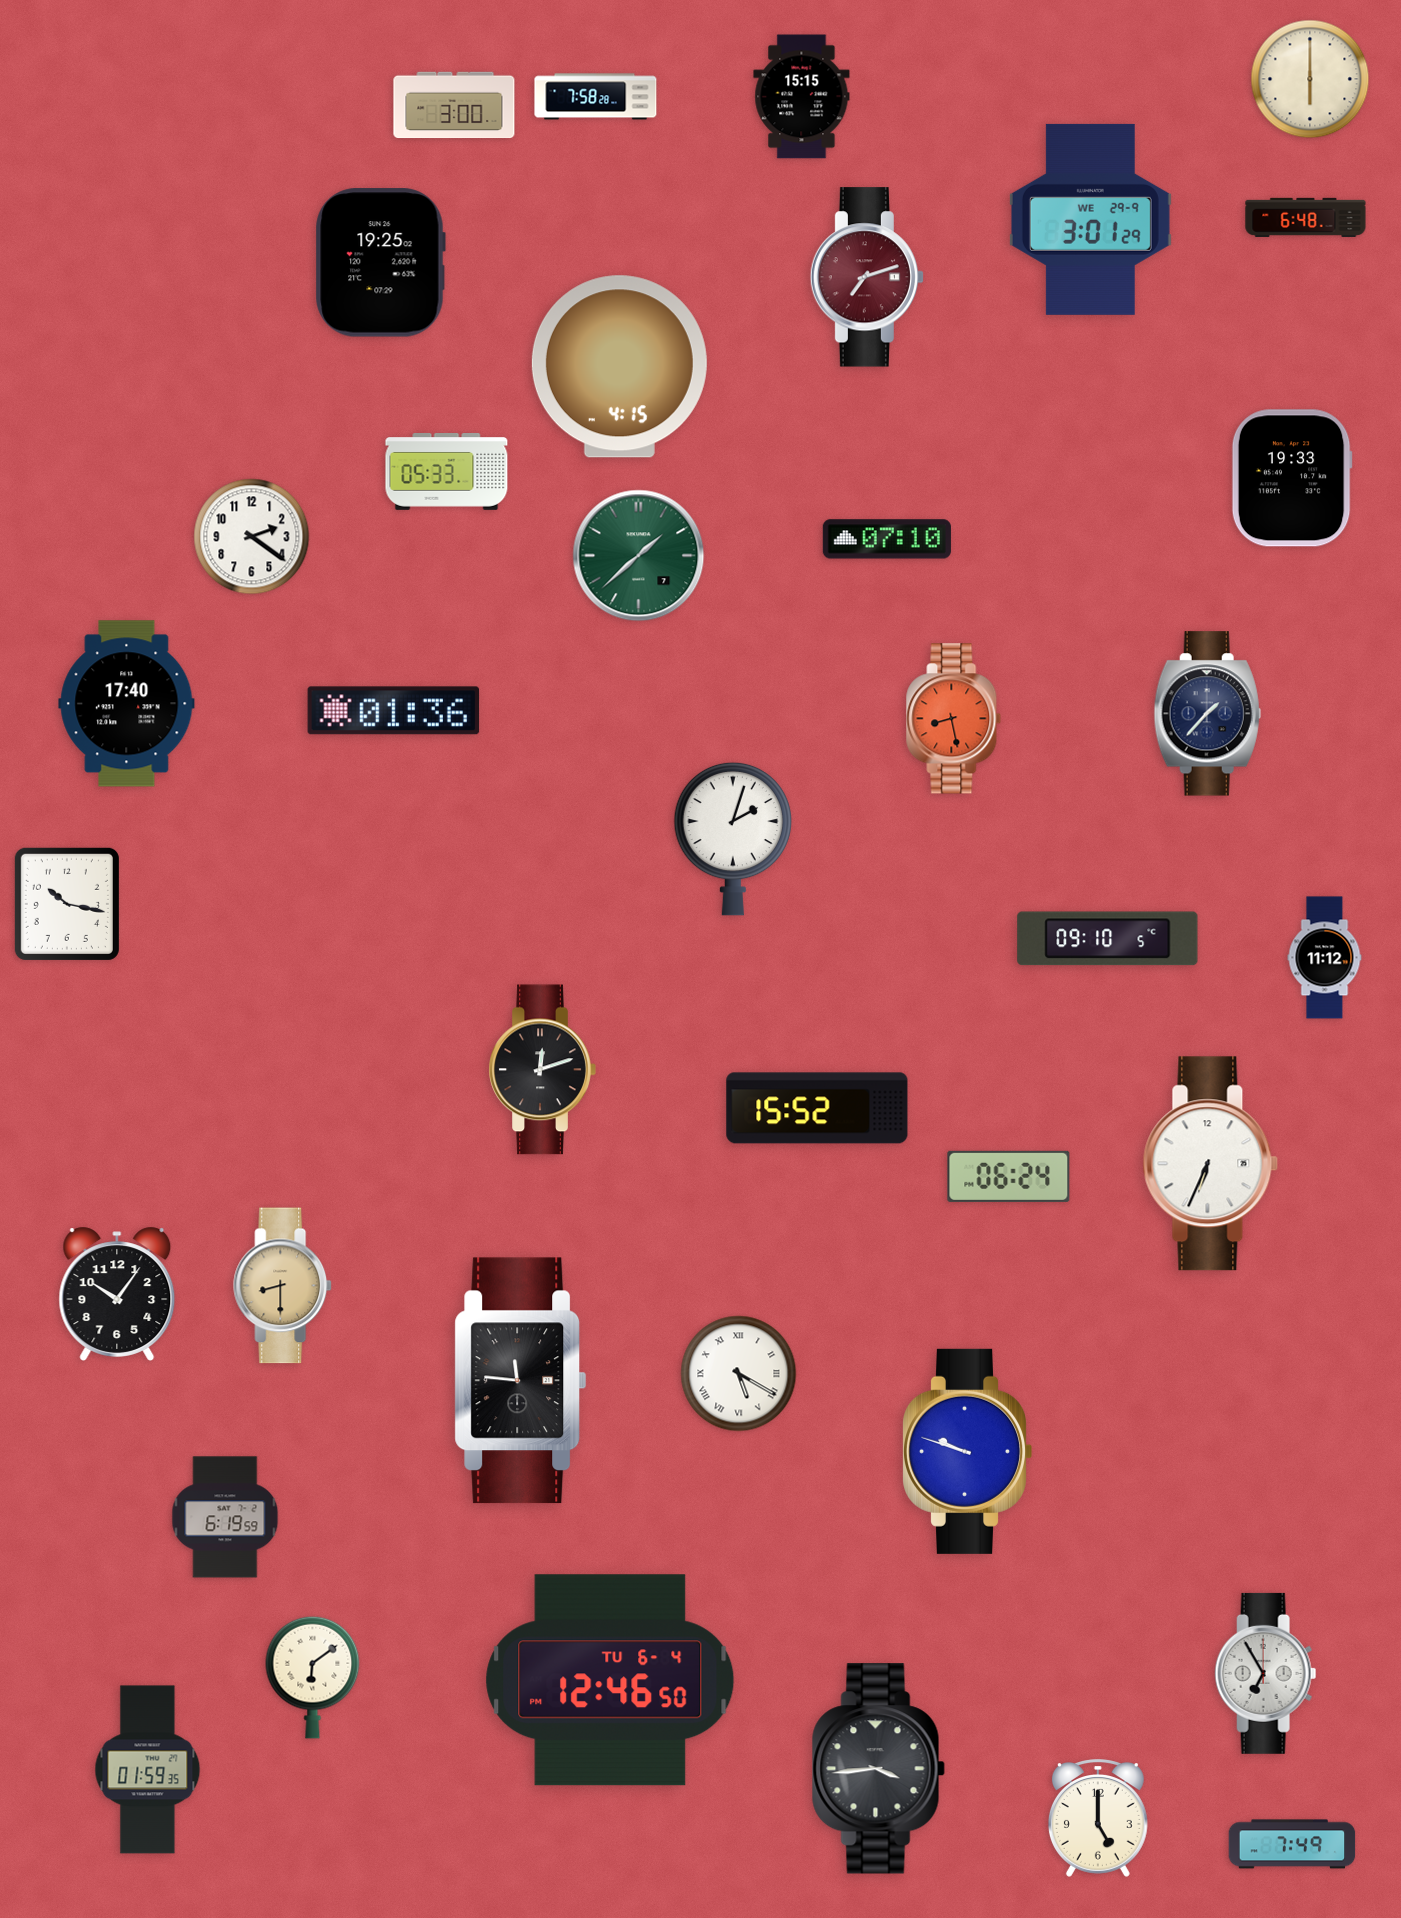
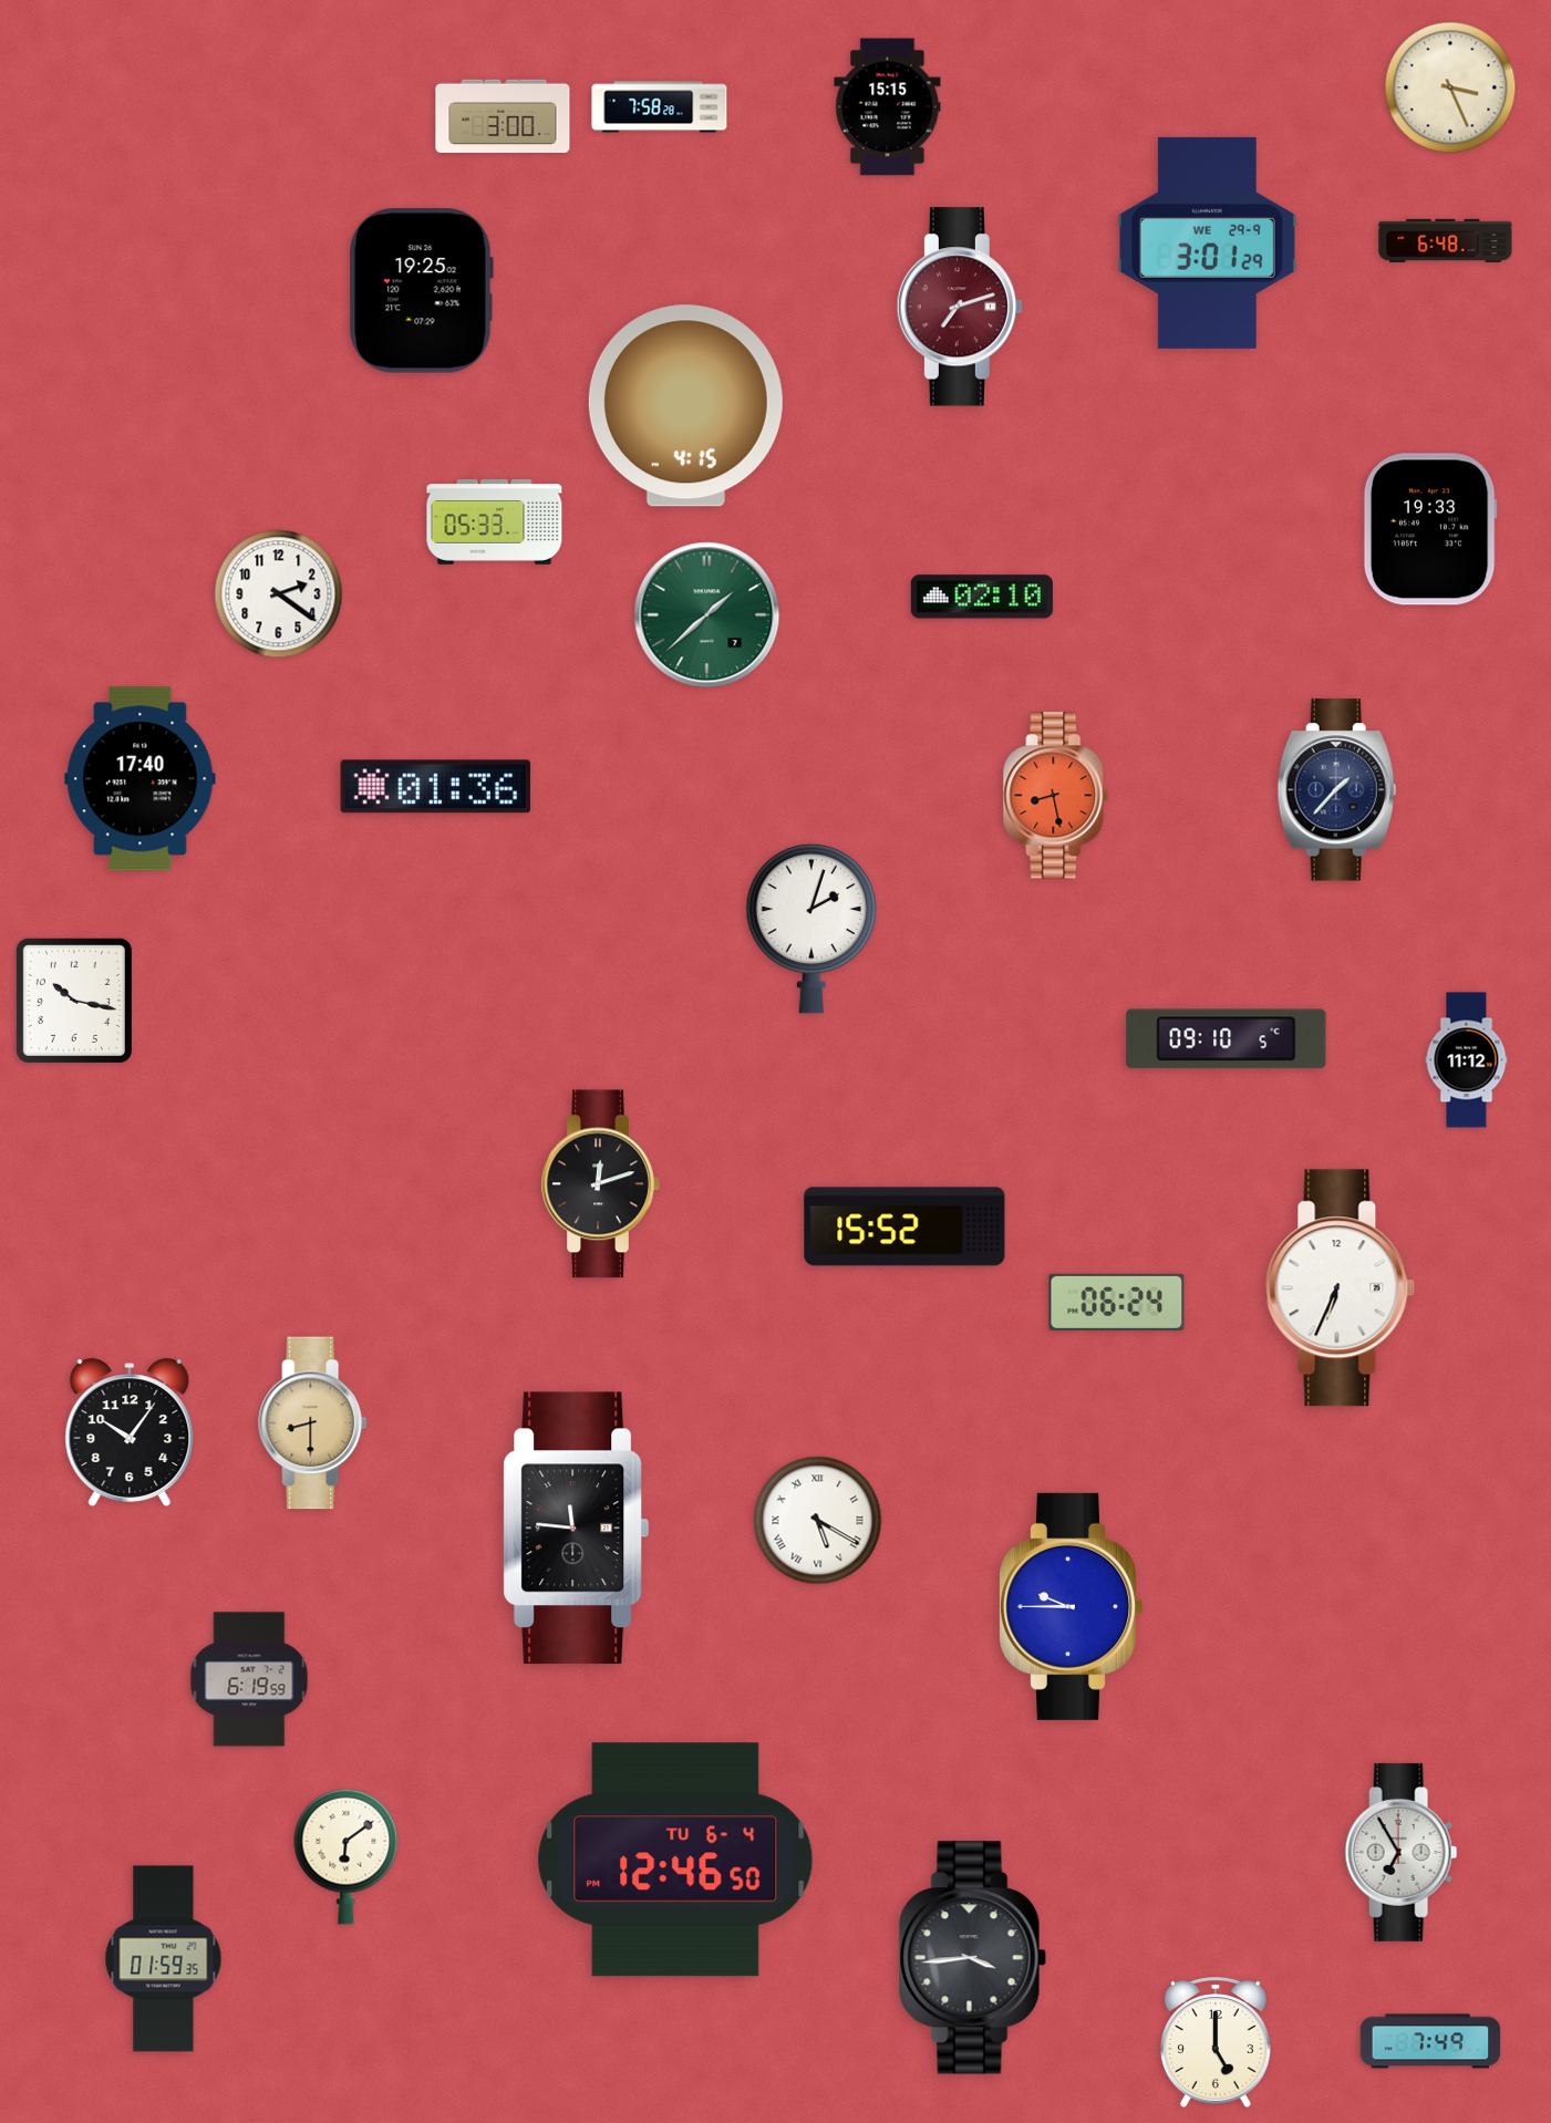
clock at (1310, 79): 6:00 -> 3:26
clock at (887, 539): 07:10 -> 02:10
clock at (967, 1451): 9:48 -> 9:45
clock at (1098, 1818) position: (1098, 1818) -> (1216, 2042)
